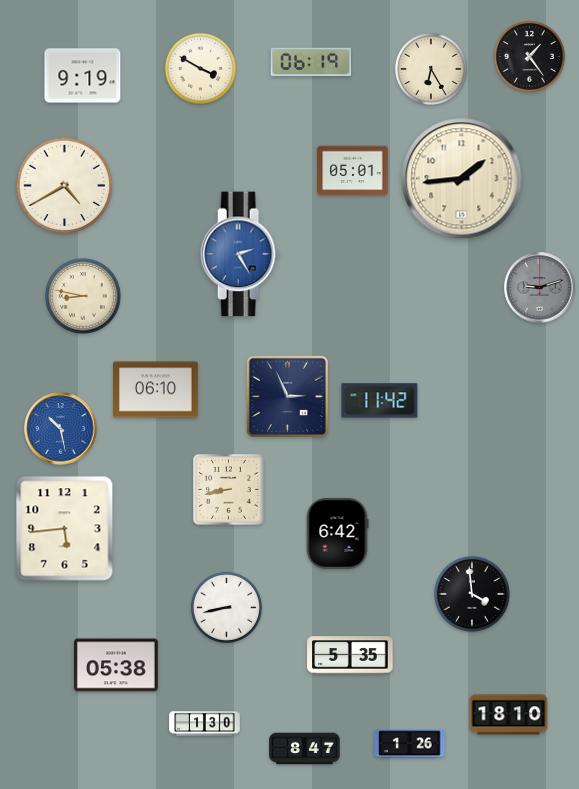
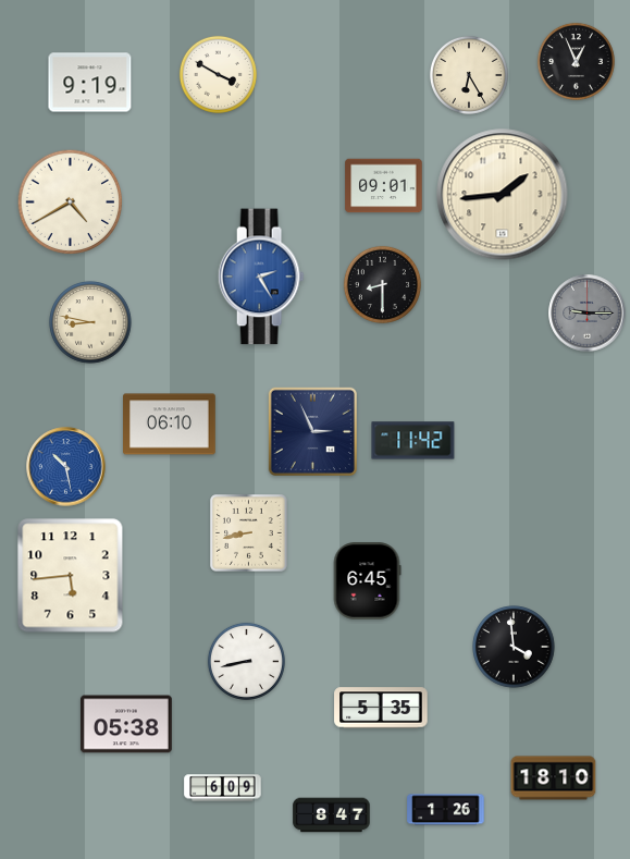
clock at (529, 56): 1:24 -> 12:56
clock at (311, 62): 06:19 -> none
clock at (353, 171): 05:01 -> 09:01
clock at (382, 284): none -> 8:30
clock at (540, 288): 9:12 -> 9:15
clock at (380, 401) position: (380, 401) -> (413, 441)
clock at (337, 534): 6:42 -> 6:45
clock at (350, 655) position: (350, 655) -> (381, 708)
clock at (205, 724): 1:30 -> 6:09
